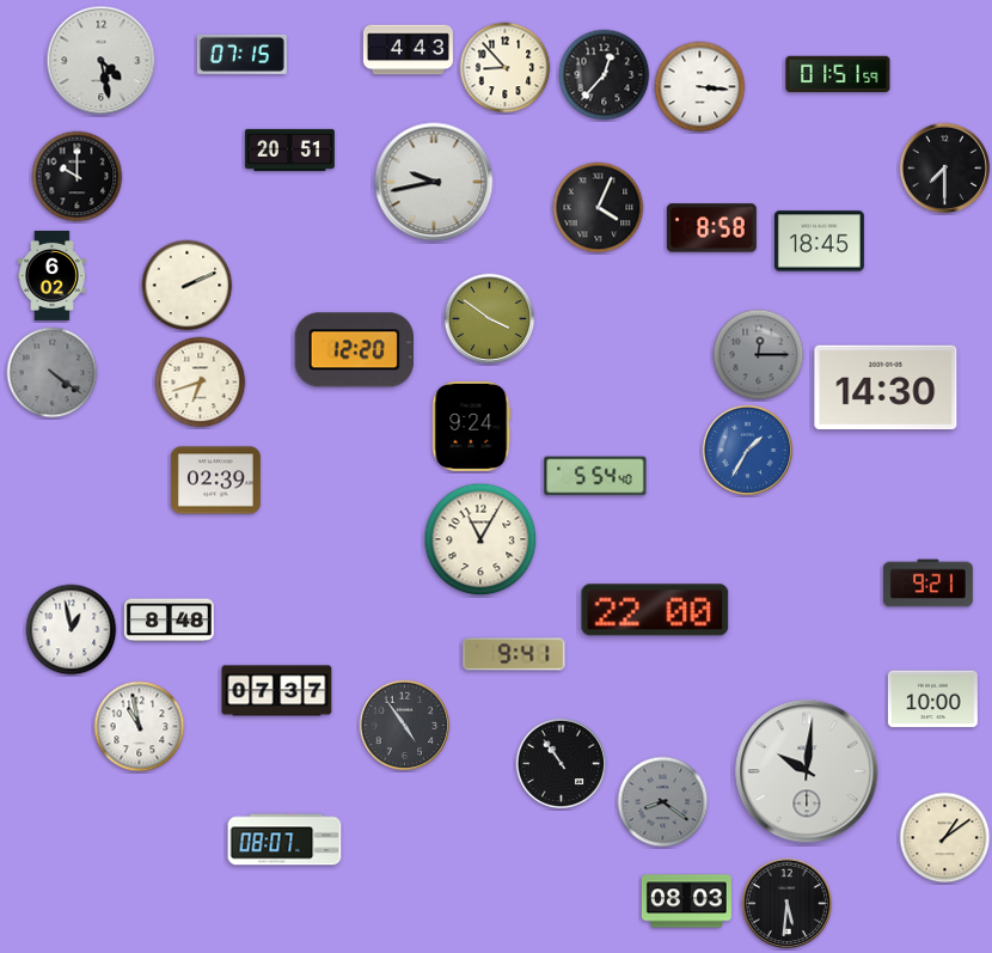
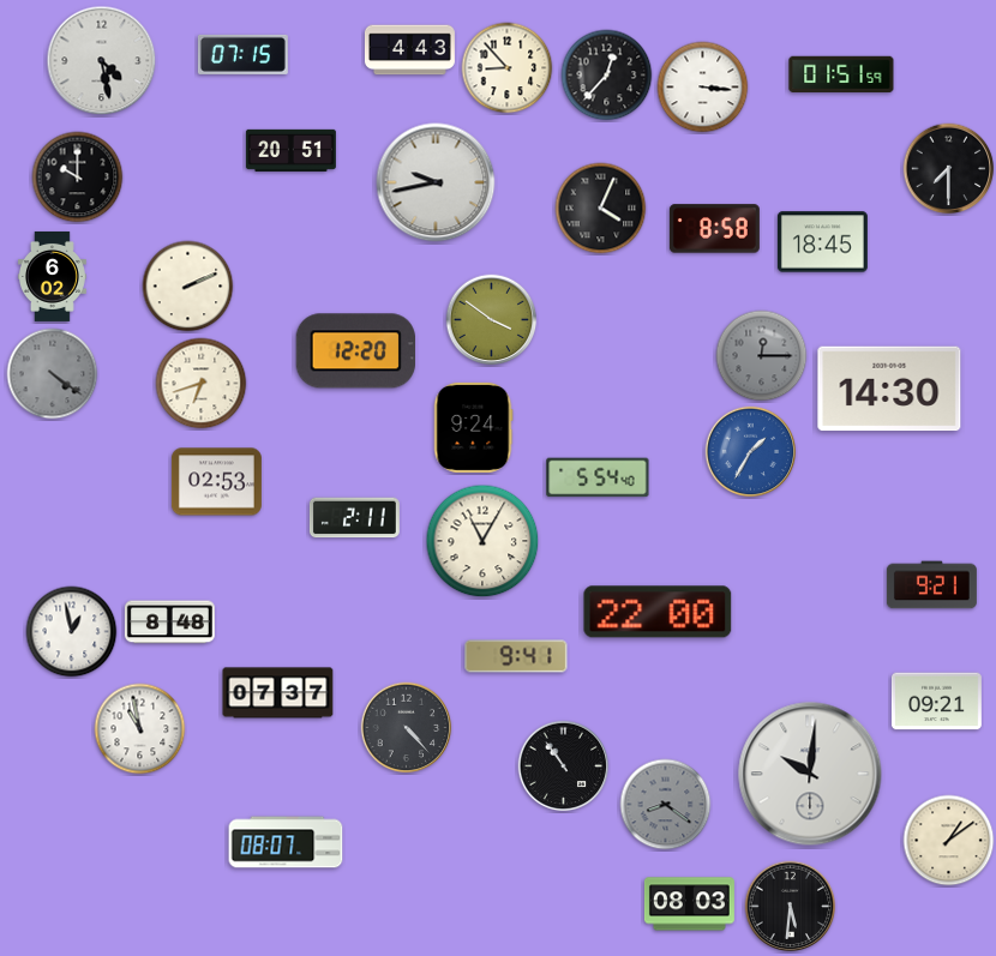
clock at (215, 481): 02:39 -> 02:53
clock at (354, 518): none -> 2:11
clock at (932, 700): 10:00 -> 09:21
clock at (405, 726): 4:54 -> 4:23
